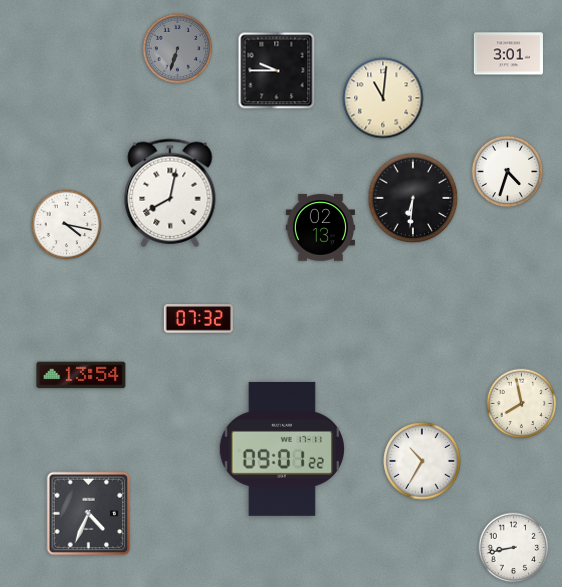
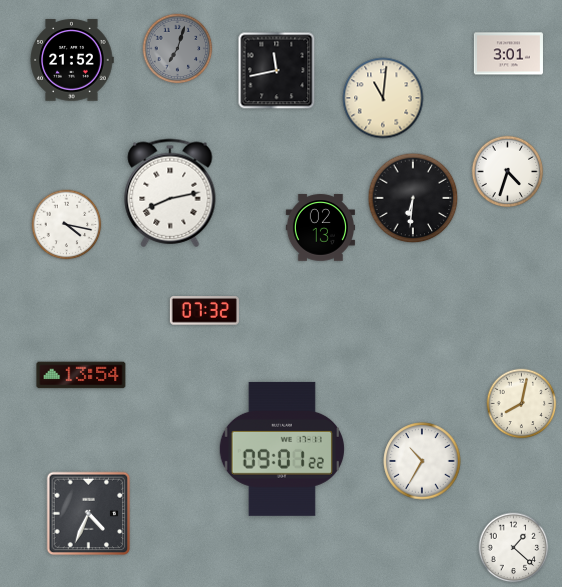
clock at (178, 49): 6:33 -> 7:03
clock at (72, 60): none -> 21:52
clock at (277, 71): 9:45 -> 11:43
clock at (170, 193): 8:02 -> 8:13
clock at (198, 319) position: (198, 319) -> (204, 311)
clock at (522, 404): 7:58 -> 8:02
clock at (514, 548): 8:43 -> 1:22
